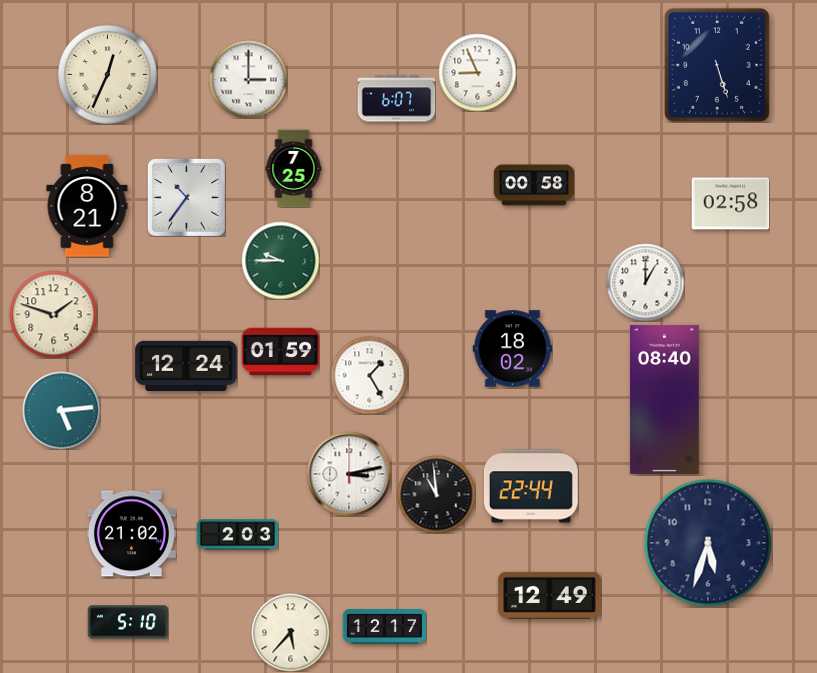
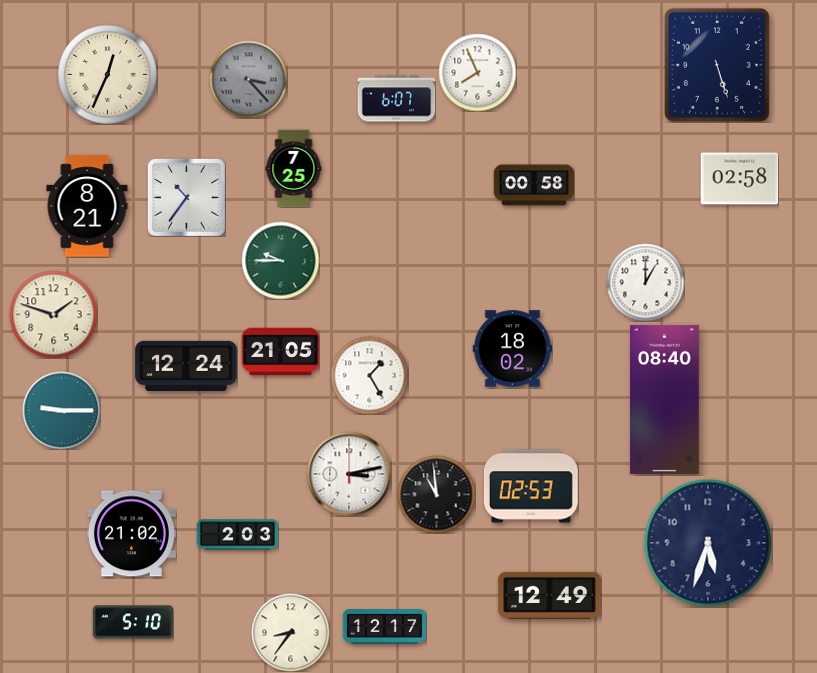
clock at (477, 72): 8:56 -> 7:56
clock at (248, 79): 3:00 -> 3:23
clock at (248, 79) dial: white -> grey
clock at (730, 204) position: (730, 204) -> (739, 179)
clock at (280, 352): 01:59 -> 21:05
clock at (61, 410): 5:14 -> 9:15
clock at (531, 486): 22:44 -> 02:53
clock at (128, 622) position: (128, 622) -> (133, 622)
clock at (290, 632): 5:37 -> 8:36
